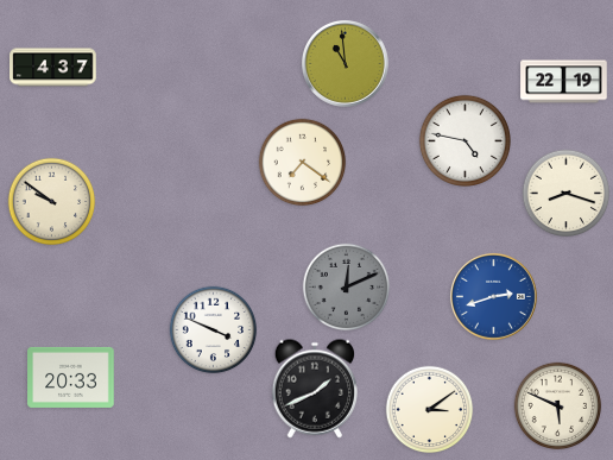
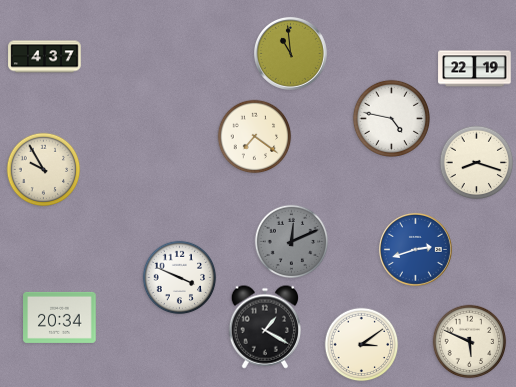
clock at (52, 202): 9:51 -> 9:55
clock at (71, 377): 20:33 -> 20:34
clock at (314, 389): 1:41 -> 1:20
